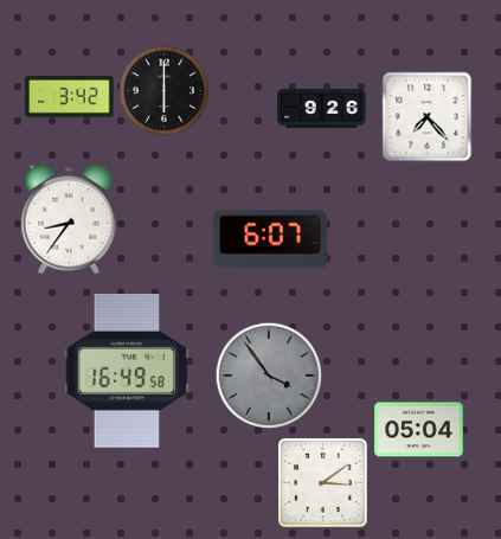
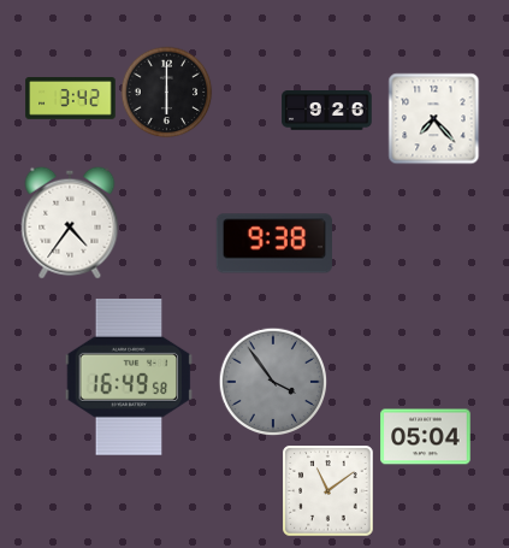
clock at (69, 219): 8:36 -> 4:36
clock at (270, 239): 6:07 -> 9:38
clock at (323, 483): 3:09 -> 11:09
